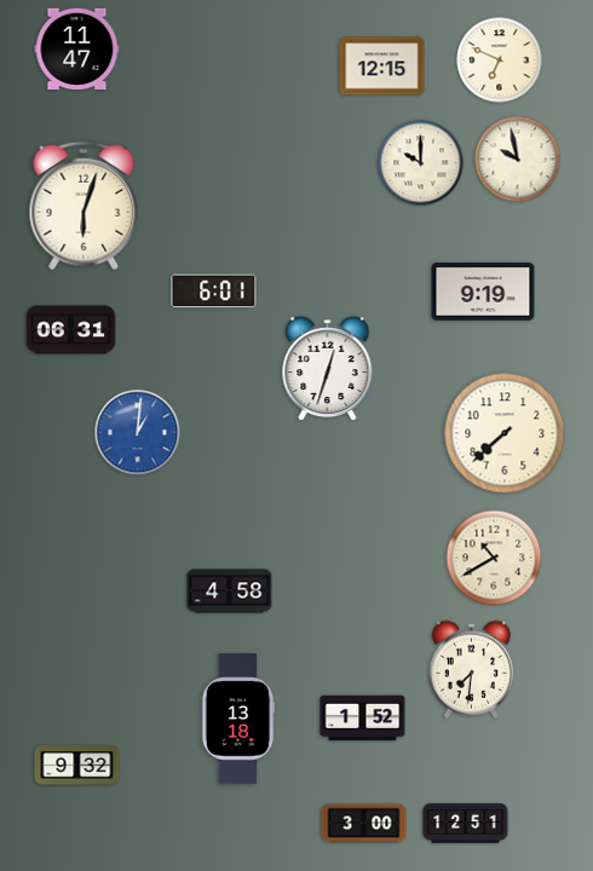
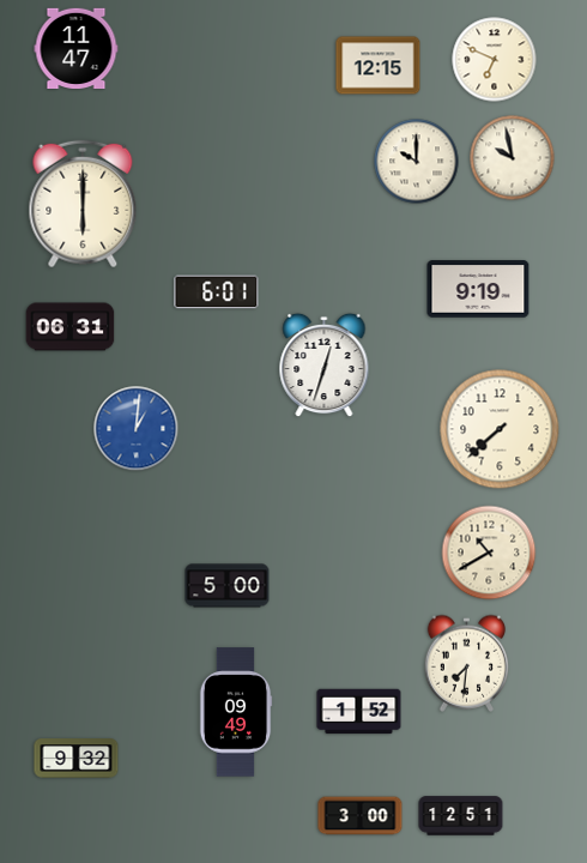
clock at (84, 206): 6:03 -> 6:00
clock at (214, 292) position: (214, 292) -> (217, 292)
clock at (230, 592): 4:58 -> 5:00
clock at (238, 719): 13:18 -> 09:49
